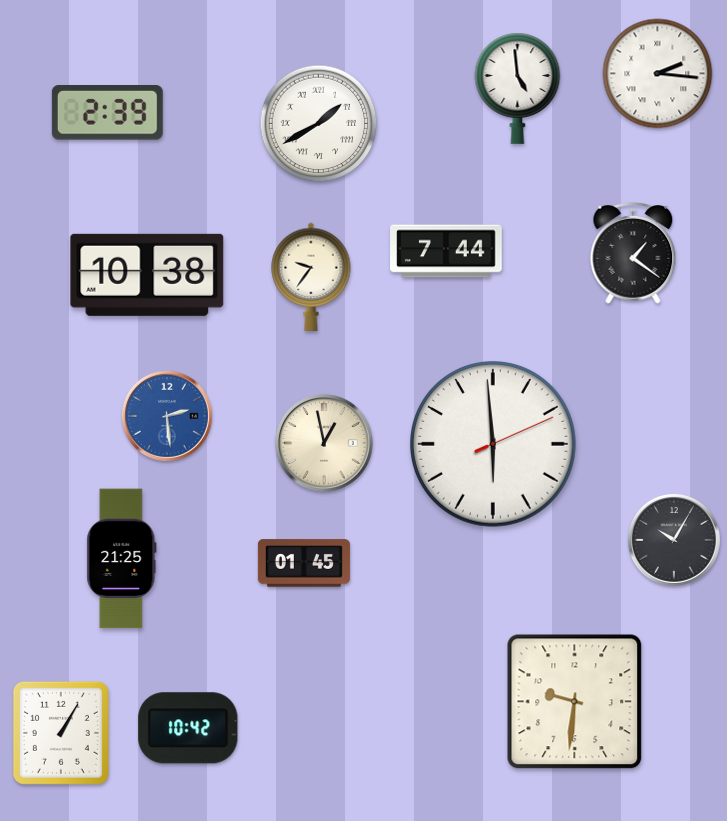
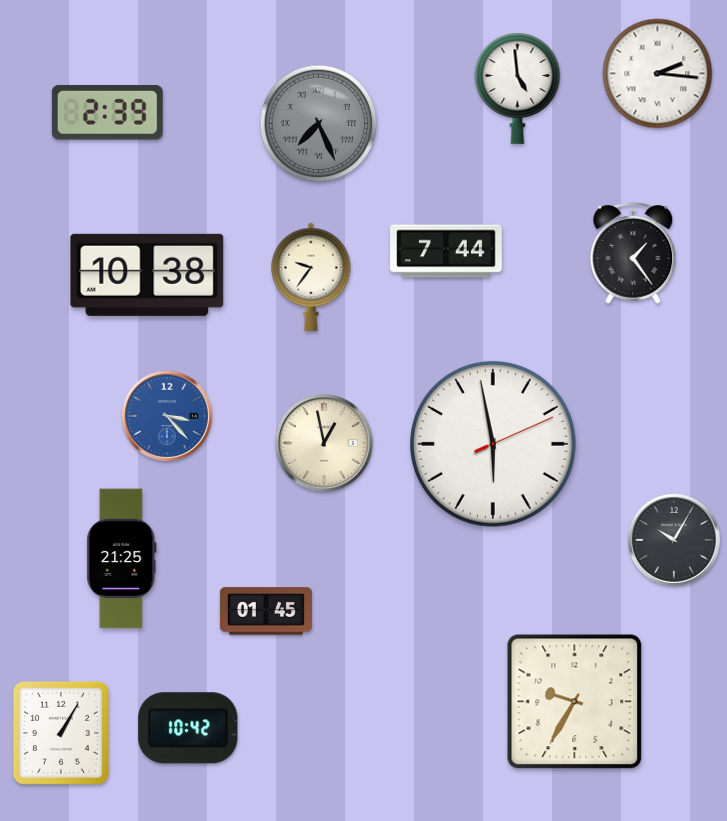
clock at (319, 124): 1:40 -> 7:26
clock at (319, 124) dial: white -> grey
clock at (633, 254): 1:21 -> 1:24
clock at (167, 416): 2:29 -> 3:23
clock at (494, 445): 5:59 -> 5:58
clock at (304, 563) position: (304, 563) -> (266, 611)
clock at (575, 702): 9:31 -> 9:35
